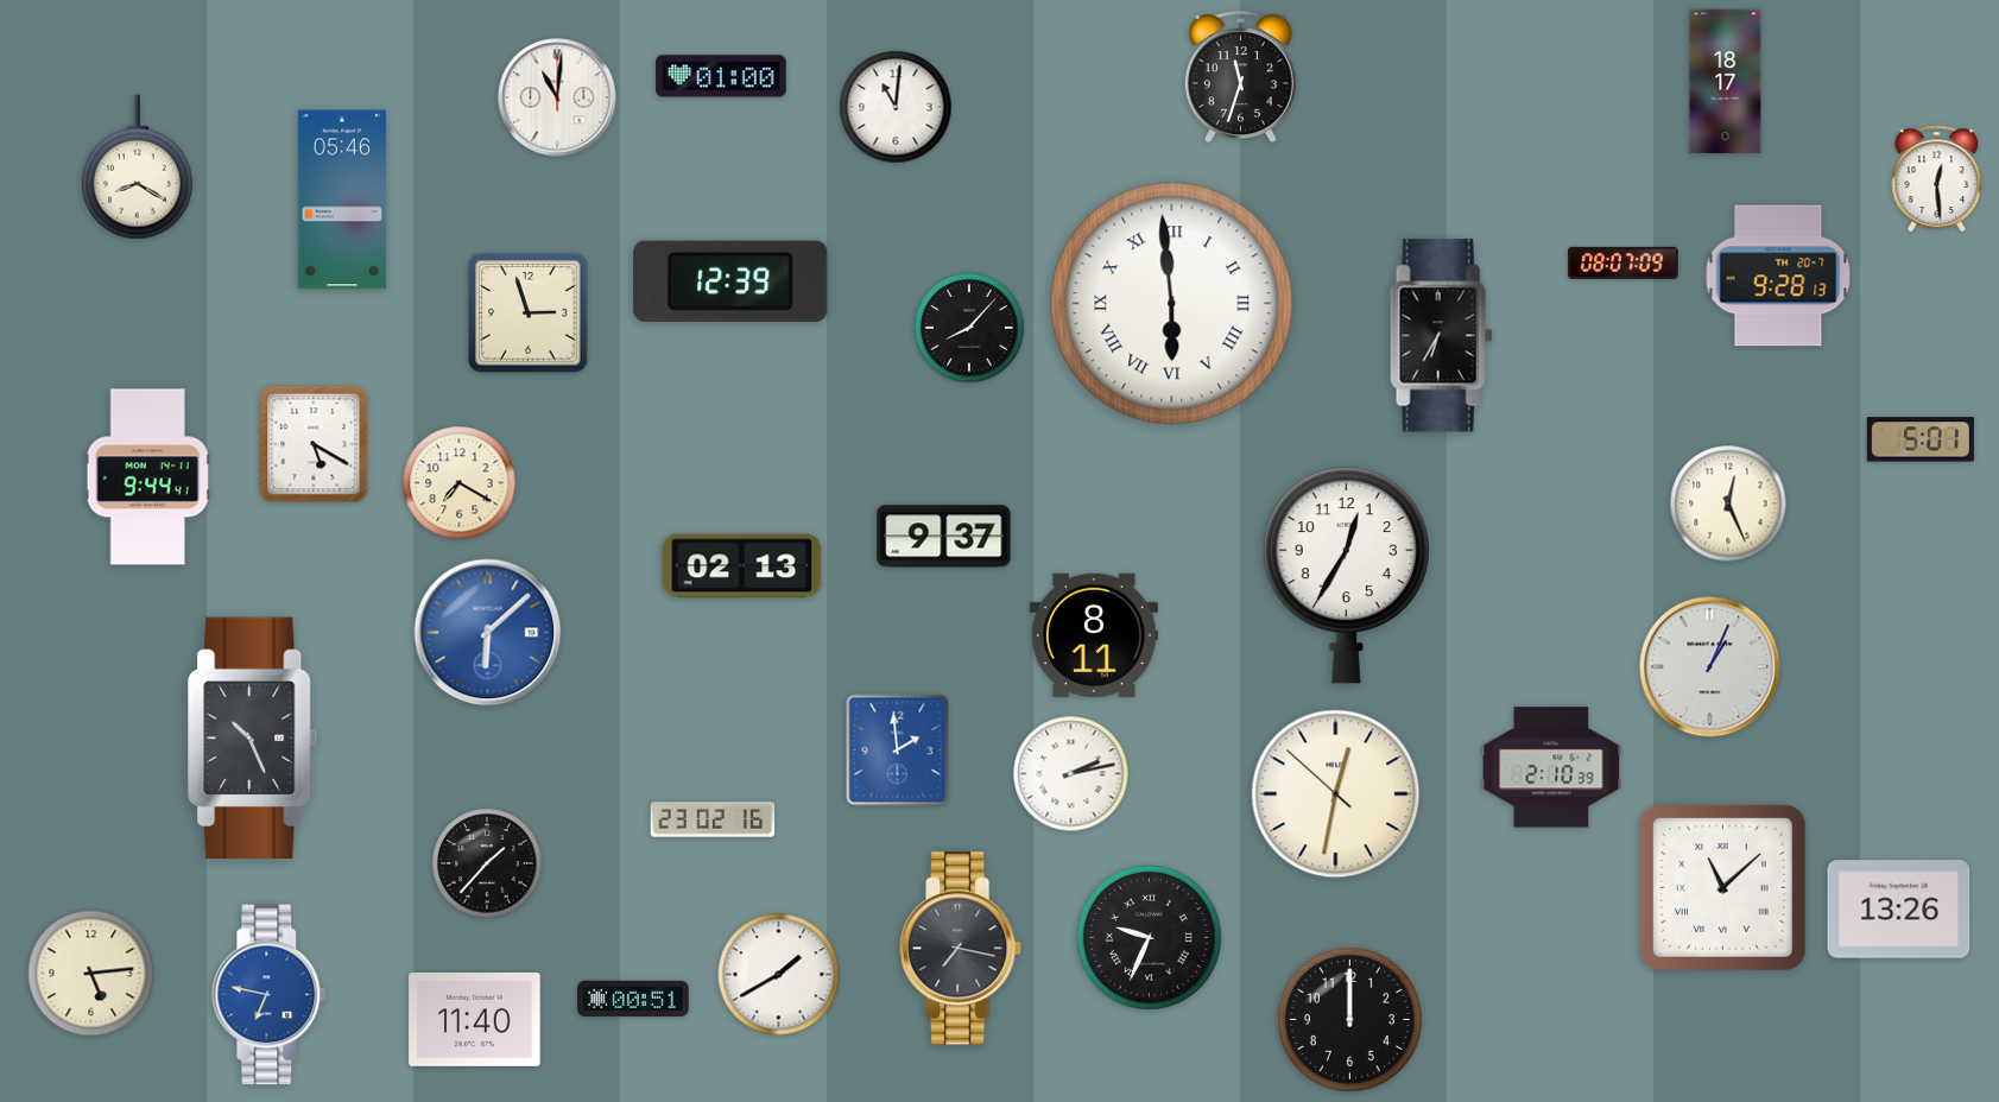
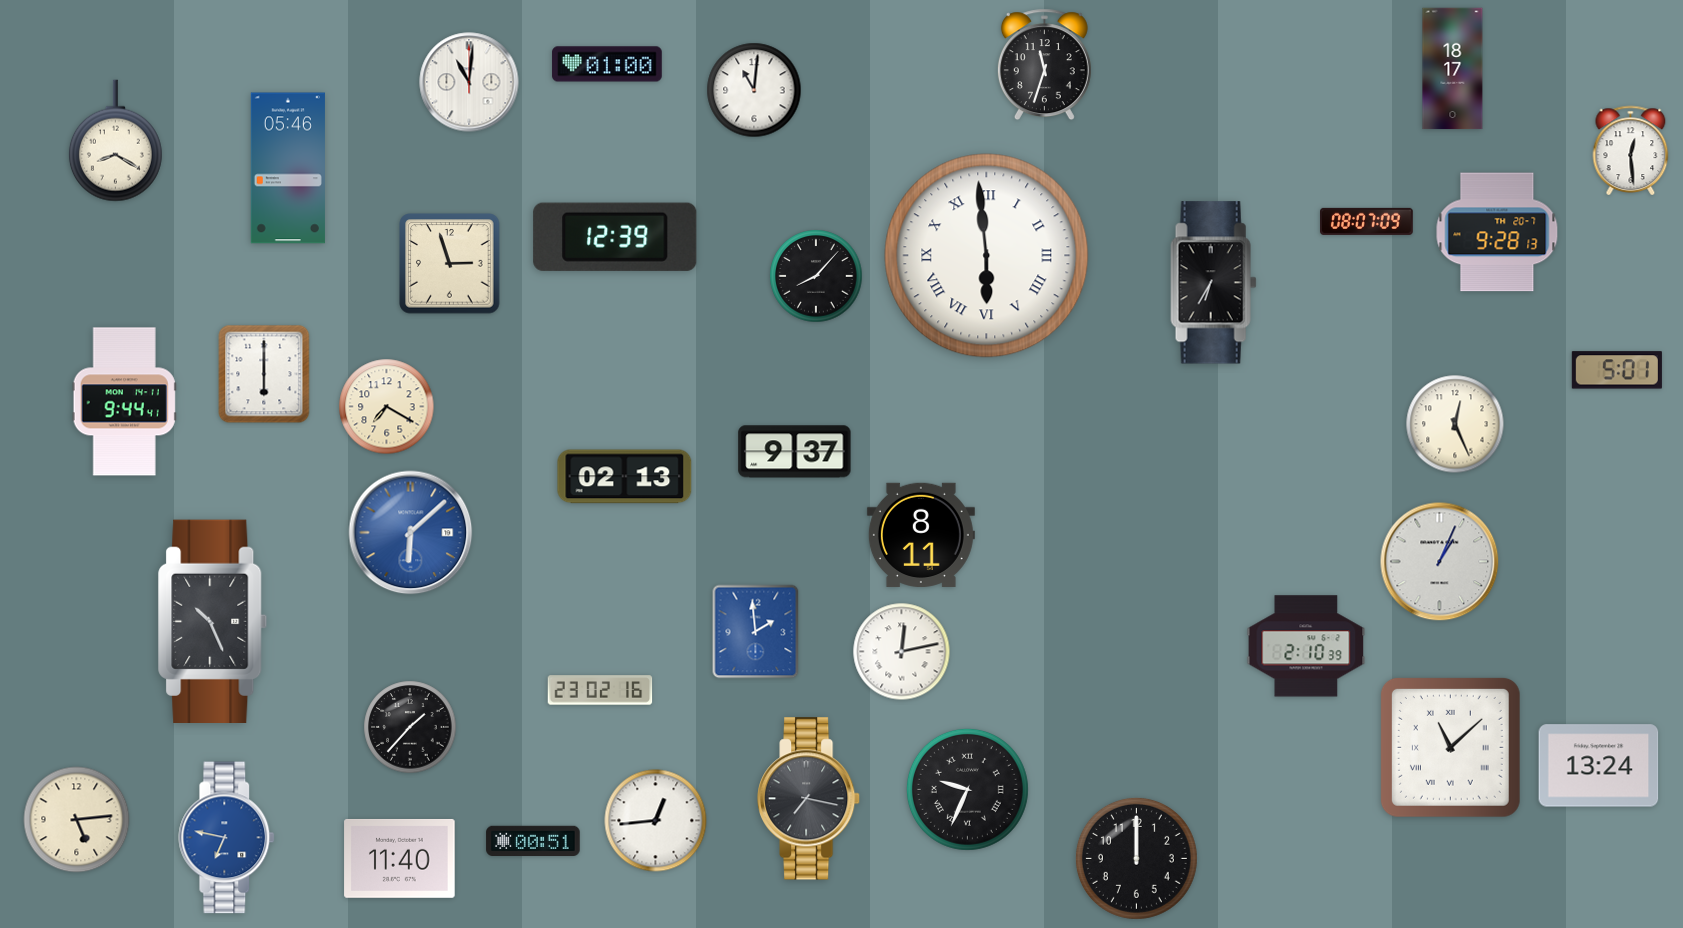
clock at (529, 313) position: (529, 313) -> (450, 264)
clock at (314, 444): 5:20 -> 6:00
clock at (1346, 576): 12:35 -> none
clock at (1071, 774): 2:13 -> 12:13
clock at (1336, 794): 12:31 -> none
clock at (1899, 910): 13:26 -> 13:24
clock at (779, 975): 1:40 -> 12:44
